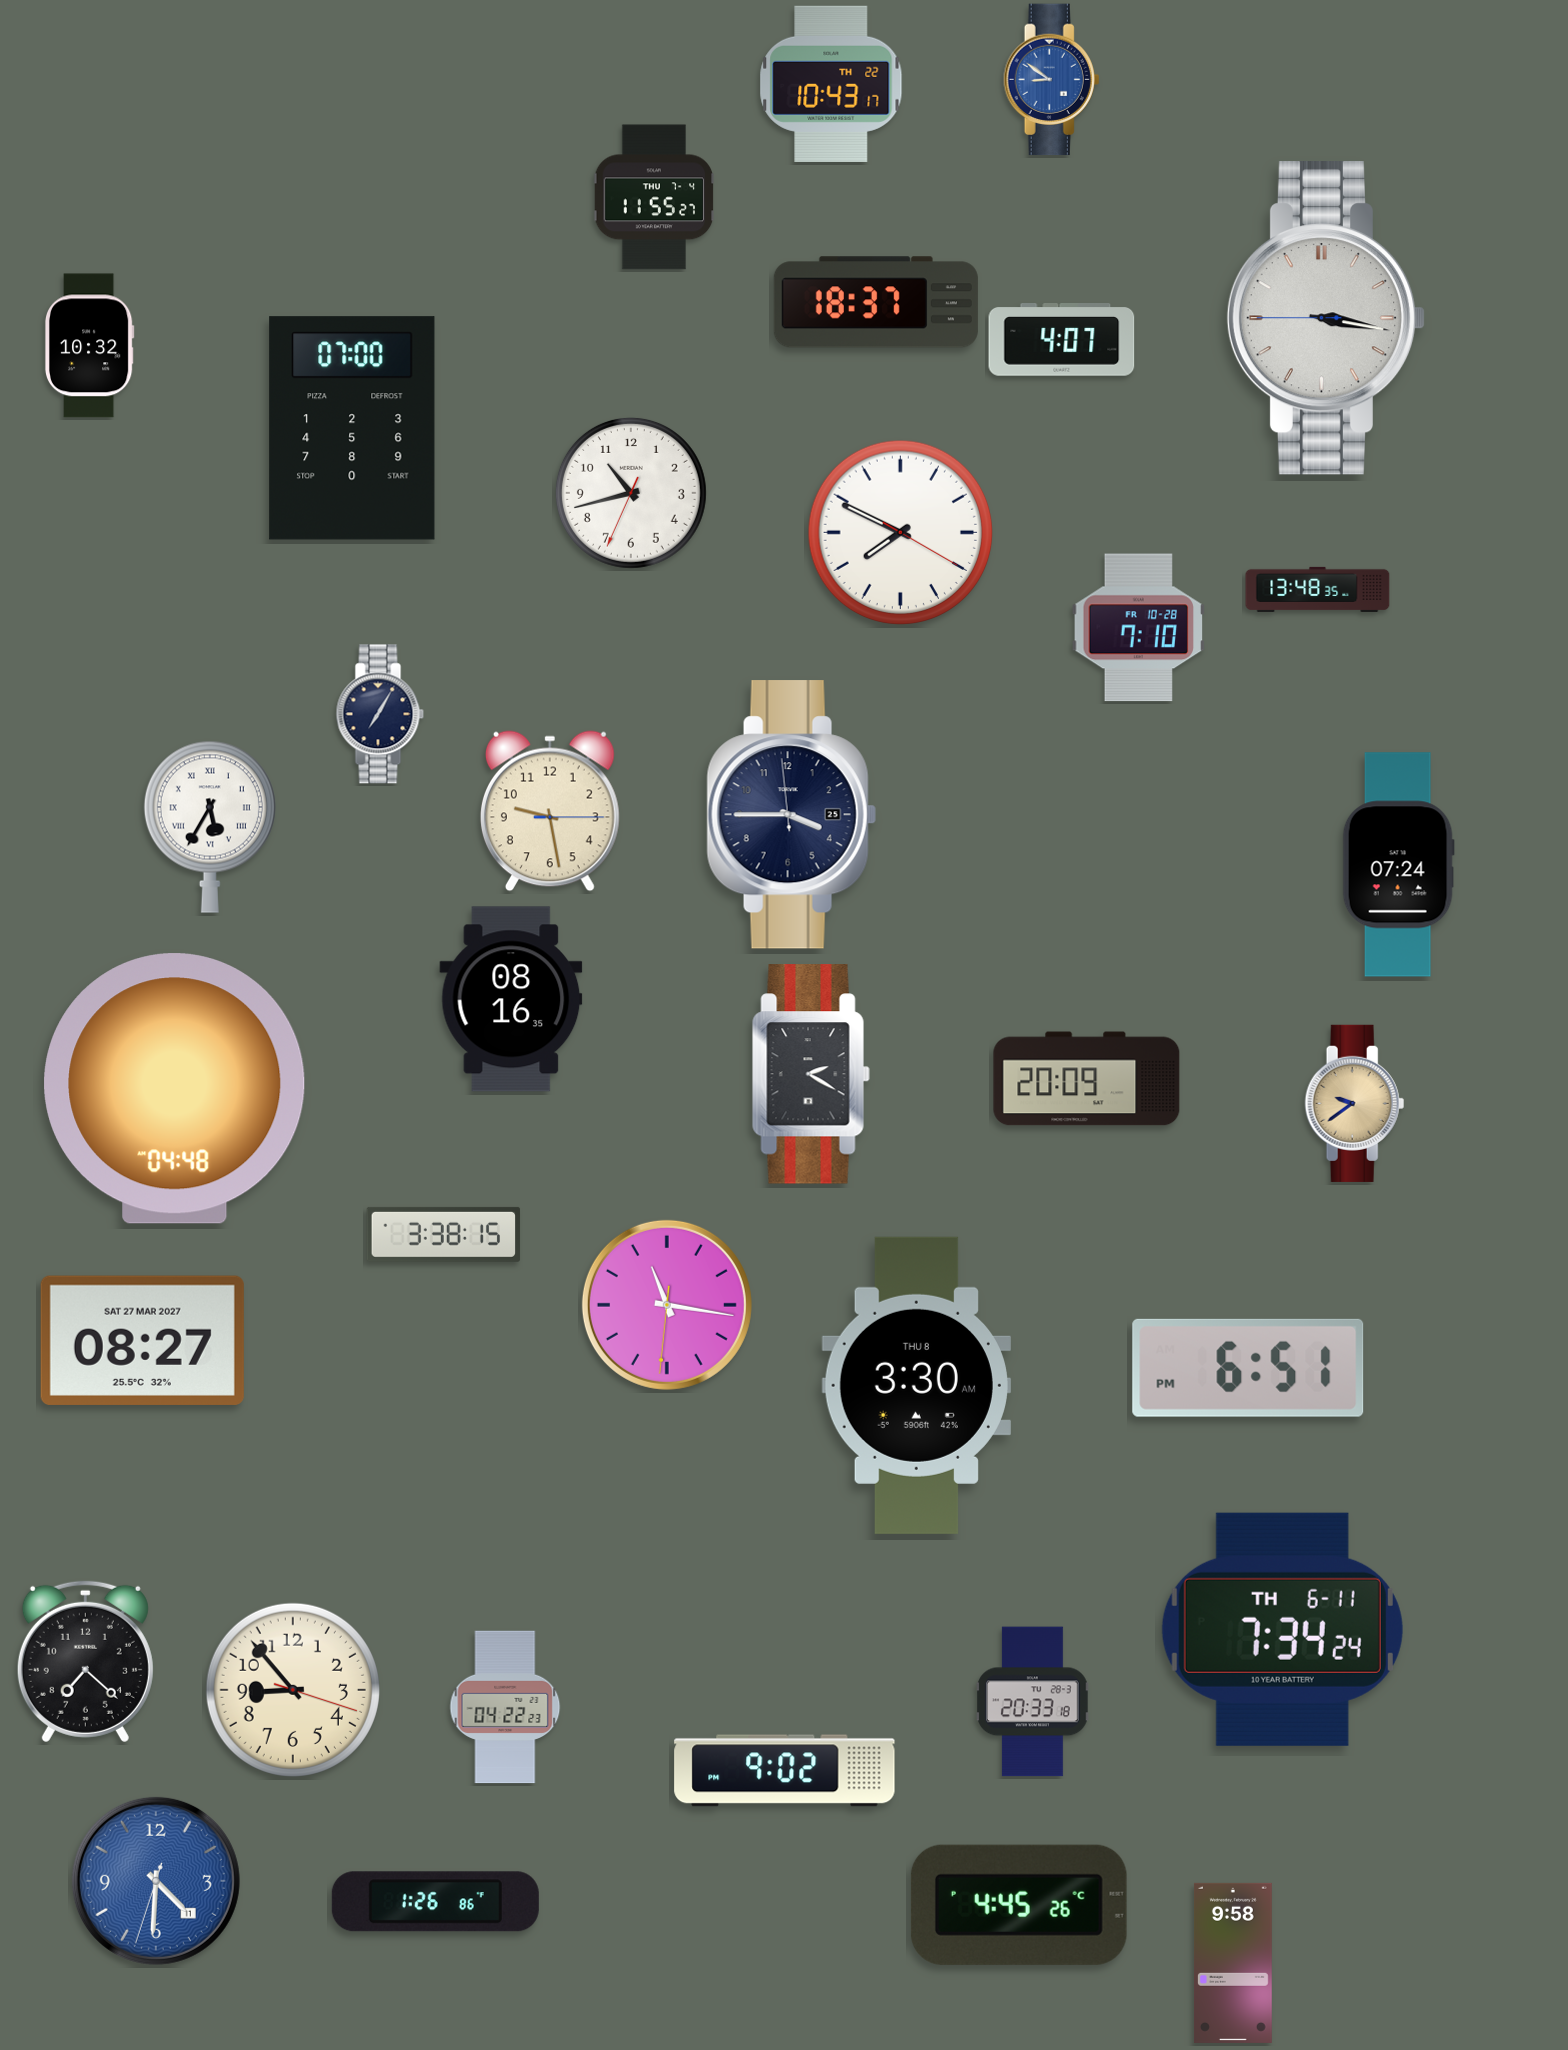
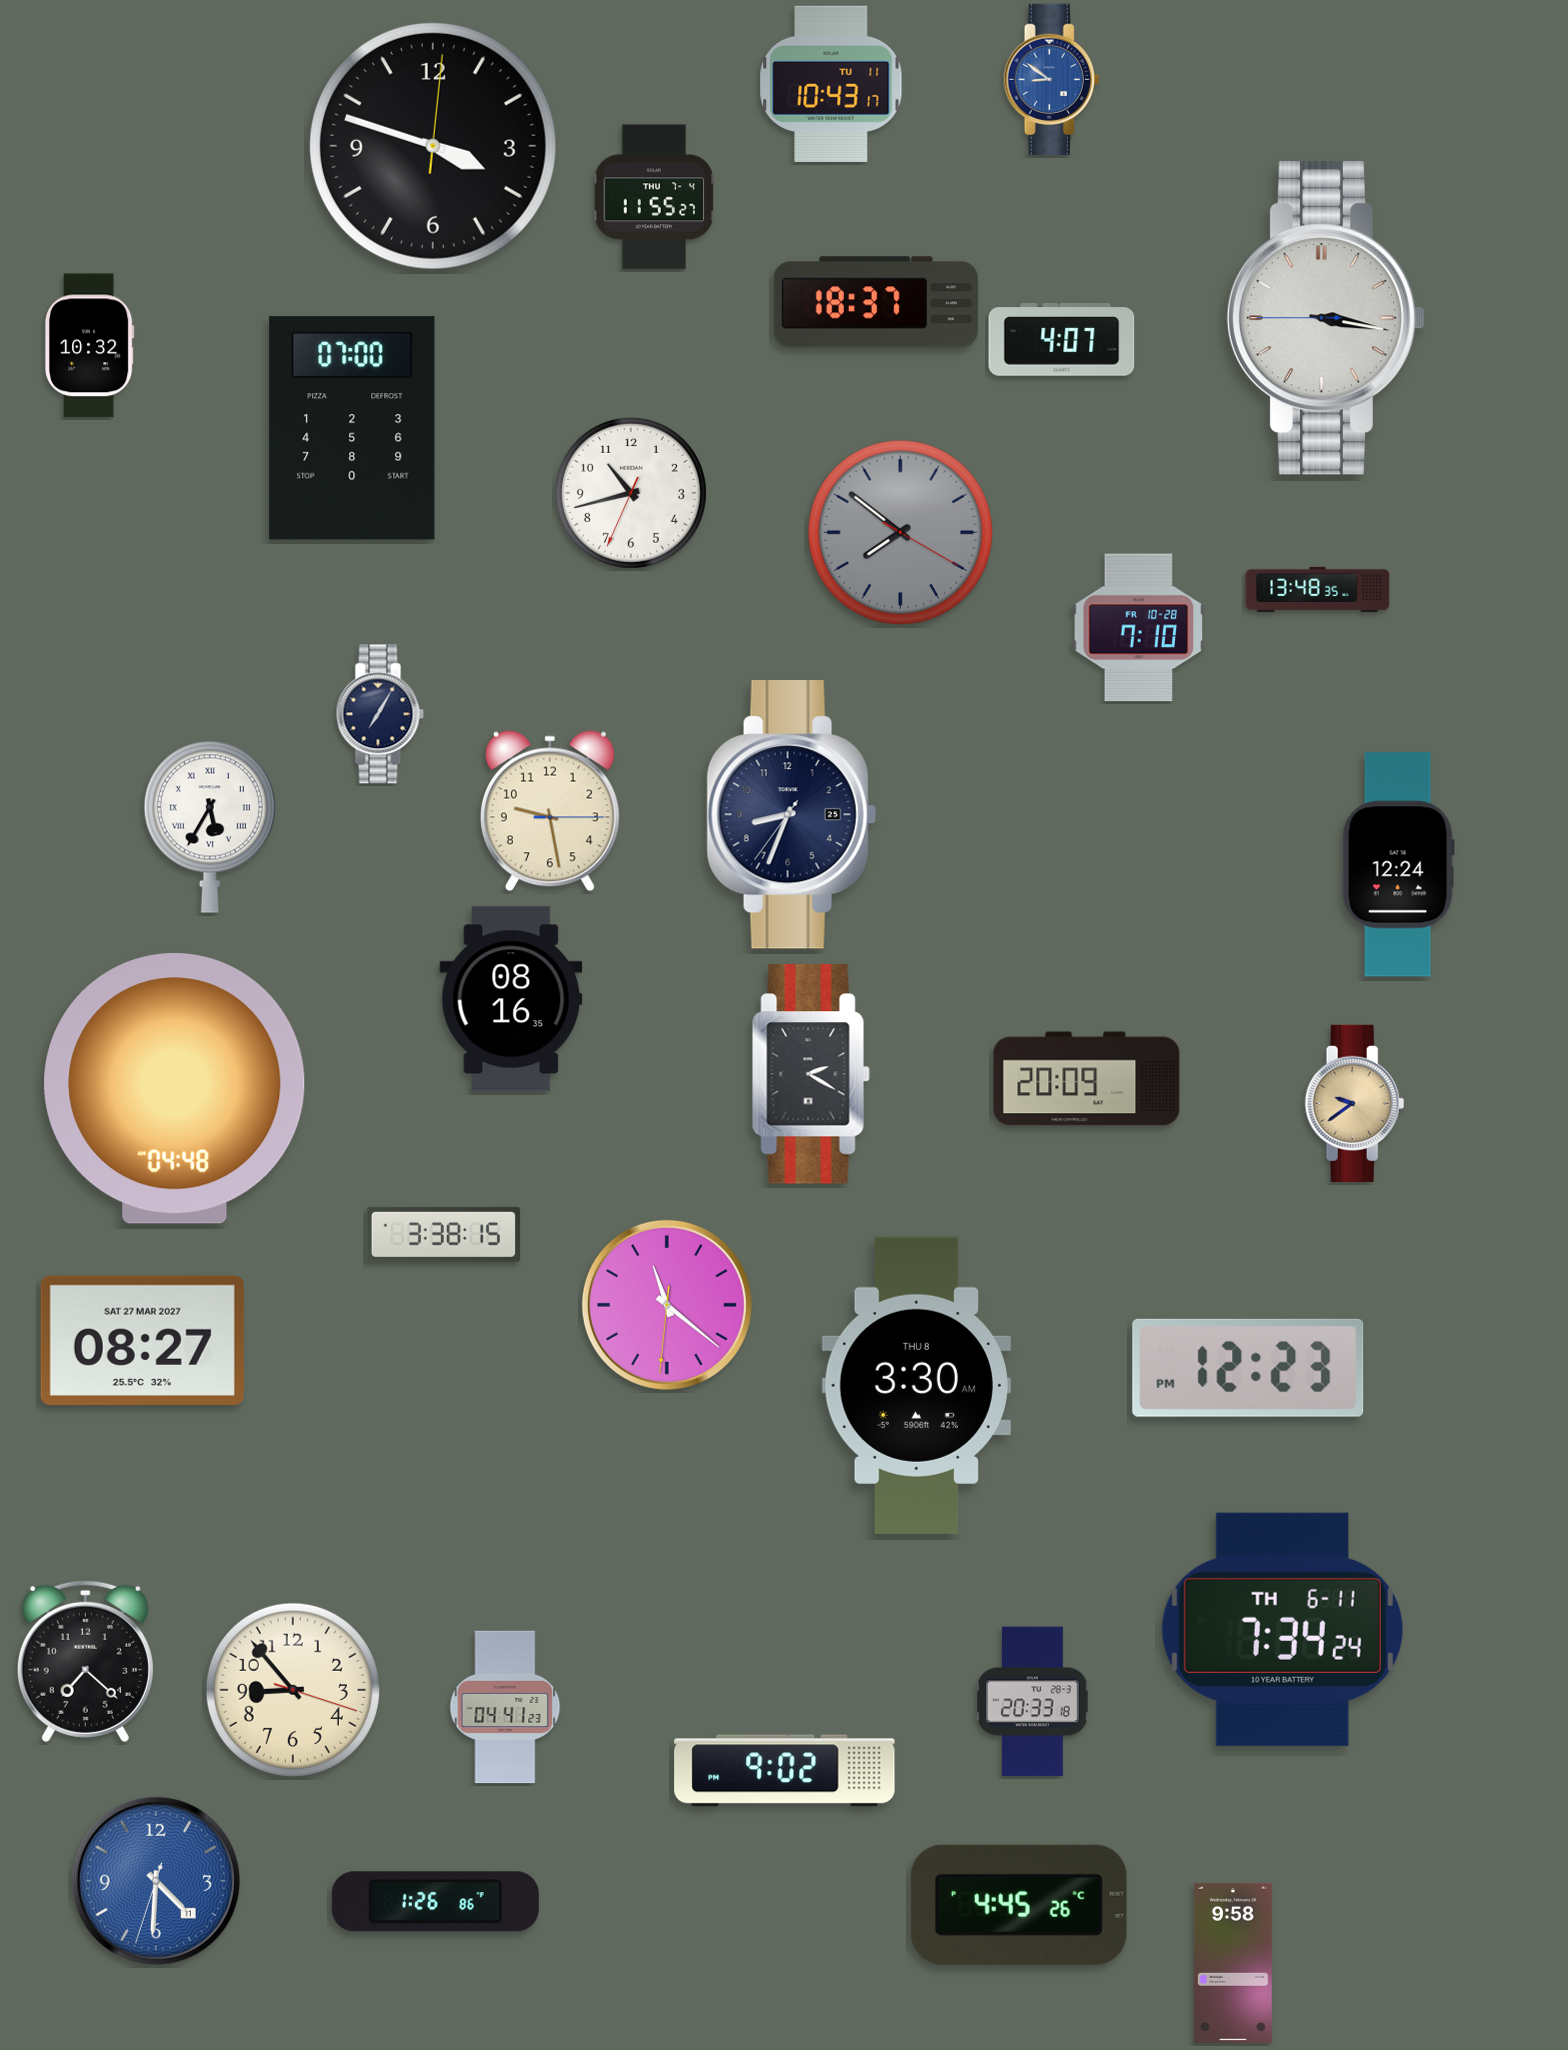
clock at (831, 84) date: TH 22 -> TU 11
clock at (433, 146): none -> 3:48
clock at (901, 533): 7:49 -> 7:51
clock at (901, 533) dial: white -> grey
clock at (791, 815): 3:44 -> 8:33
clock at (1398, 865): 07:24 -> 12:24
clock at (667, 1305): 11:16 -> 11:21
clock at (1248, 1368): 6:51 -> 12:23
clock at (505, 1707): 04:22 -> 04:41
